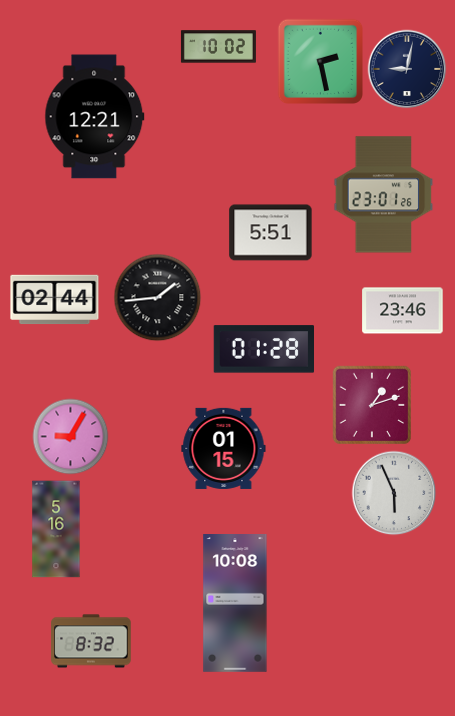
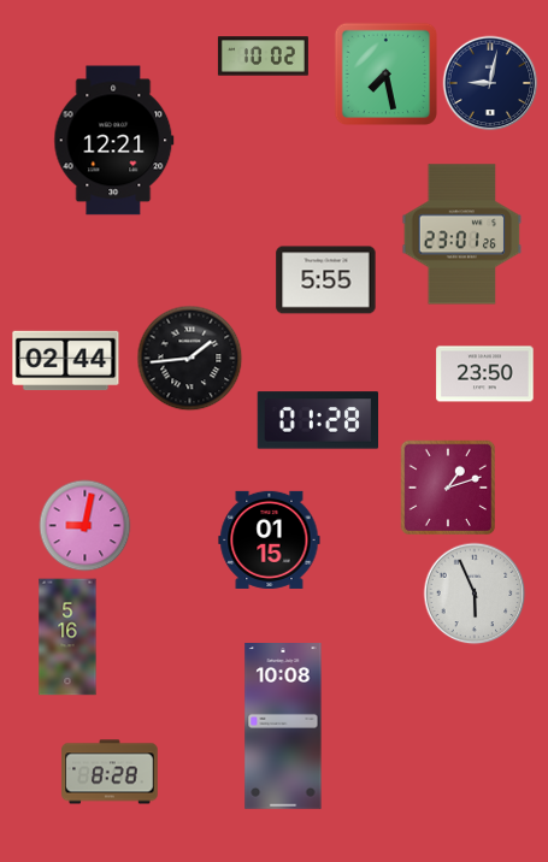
clock at (321, 62): 2:28 -> 7:28
clock at (271, 233): 5:51 -> 5:55
clock at (403, 311): 23:46 -> 23:50
clock at (71, 437): 9:05 -> 9:02
clock at (91, 641): 8:32 -> 8:28
